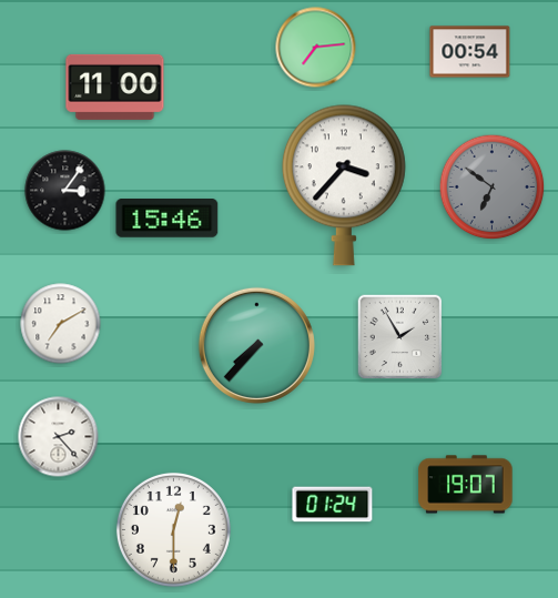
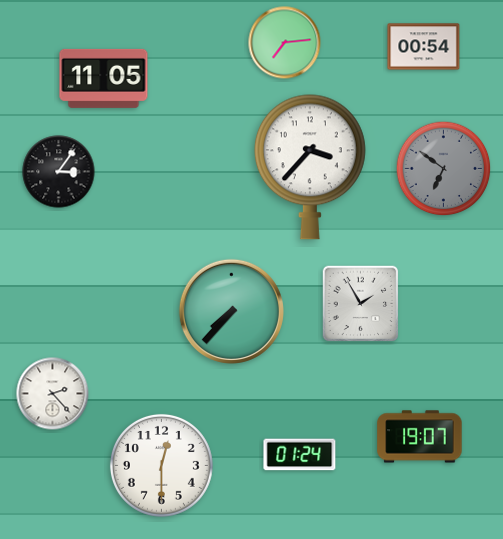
clock at (115, 87): 11:00 -> 11:05
clock at (168, 219): 15:46 -> none
clock at (61, 324): 7:10 -> none
clock at (173, 529) position: (173, 529) -> (161, 465)
